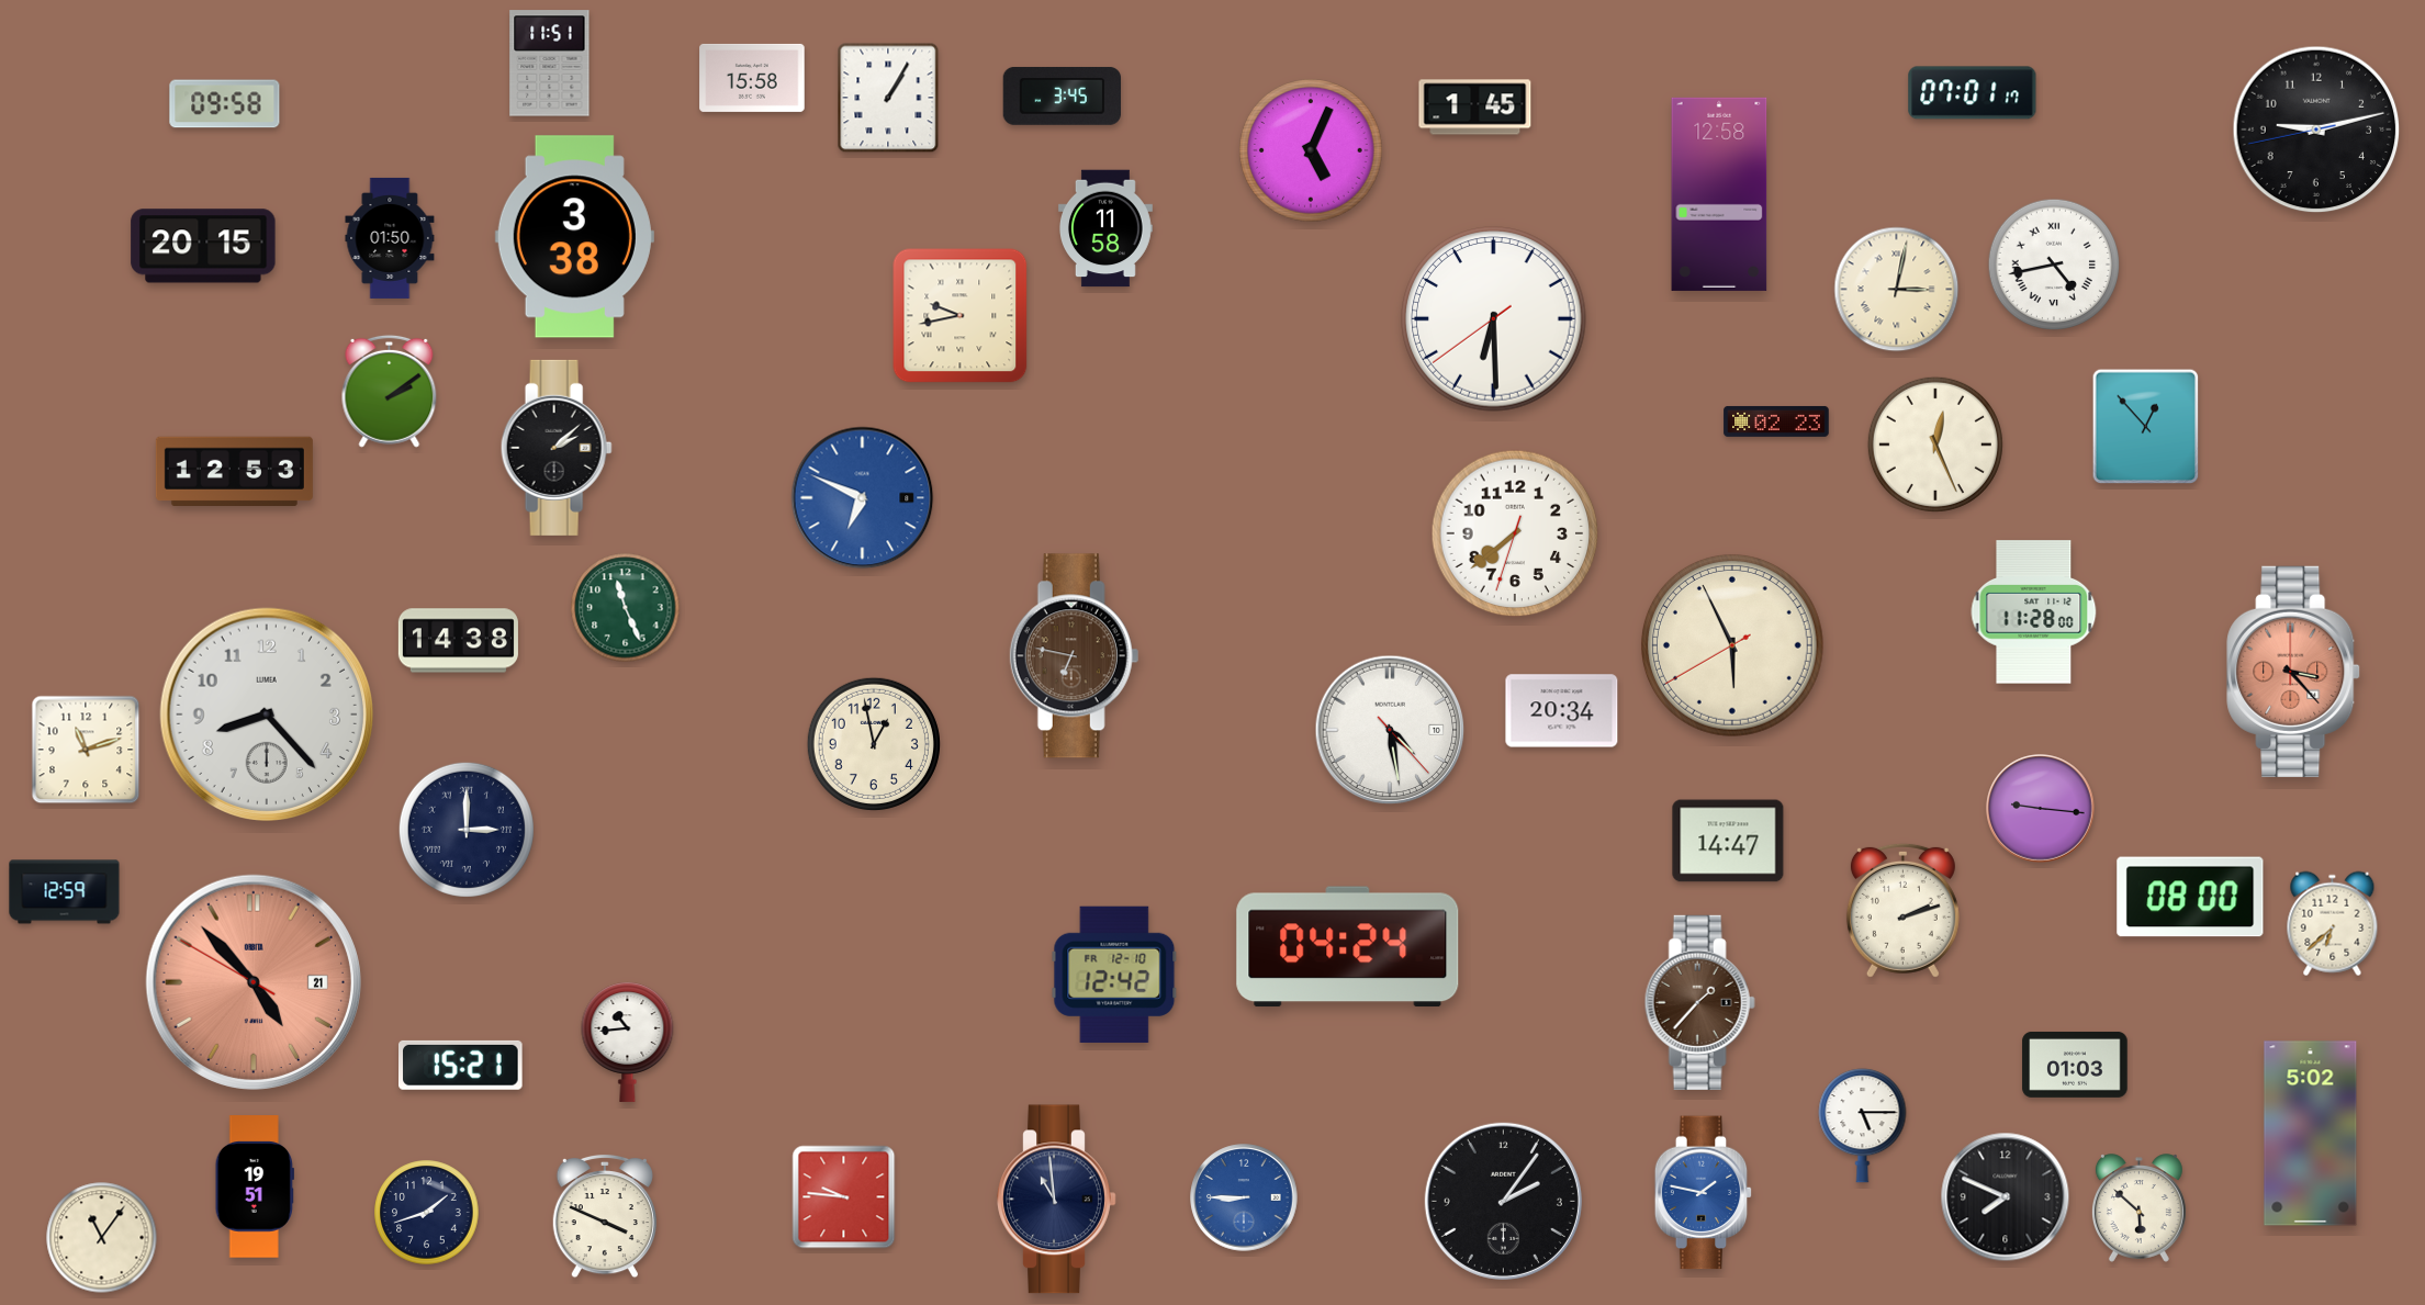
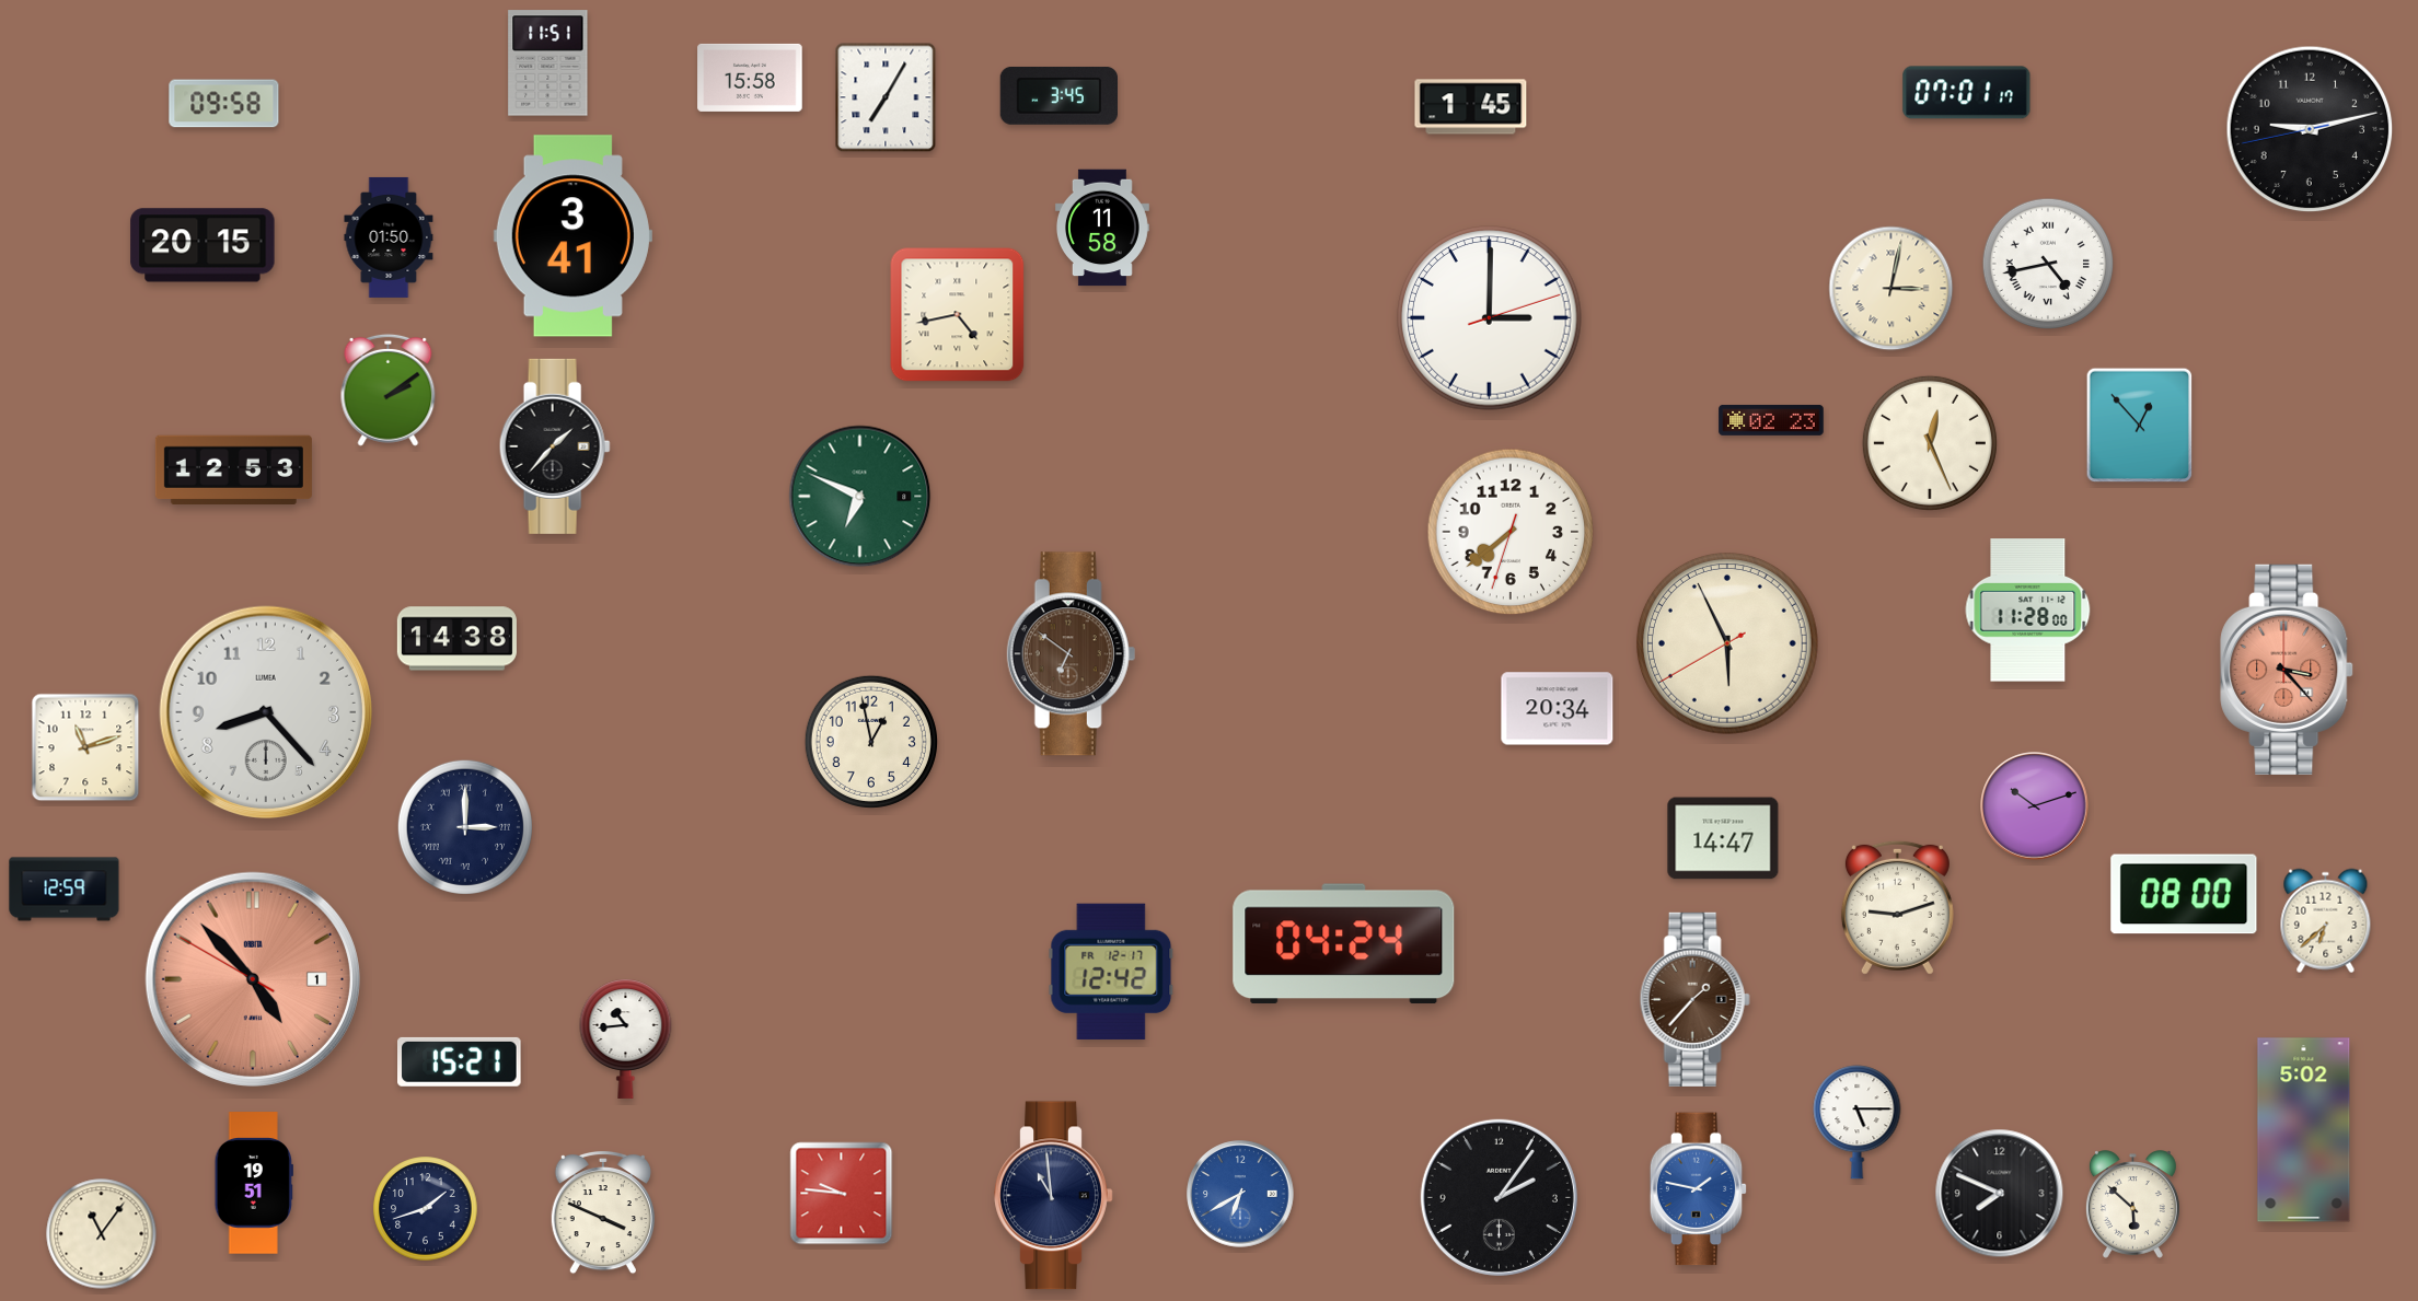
clock at (888, 98): 1:05 -> 7:05
clock at (1312, 151): 5:04 -> none
clock at (1719, 194): 12:58 -> none
clock at (574, 237): 3:38 -> 3:41
clock at (961, 316): 9:43 -> 4:43
clock at (1494, 319): 6:29 -> 3:00
clock at (557, 448): 2:08 -> 1:37
clock at (863, 498) dial: blue -> green
clock at (626, 608): 11:26 -> none
clock at (1075, 656): 6:47 -> 6:51
clock at (1390, 730): 4:28 -> none
clock at (2041, 809): 9:16 -> 10:12
clock at (1902, 910): 2:12 -> 9:12
clock at (1114, 975) date: FR 12-10 -> FR 12-17
clock at (254, 982) date: 21 -> 1
clock at (2075, 1065): 01:03 -> none
clock at (1244, 1197): 8:45 -> 6:40
